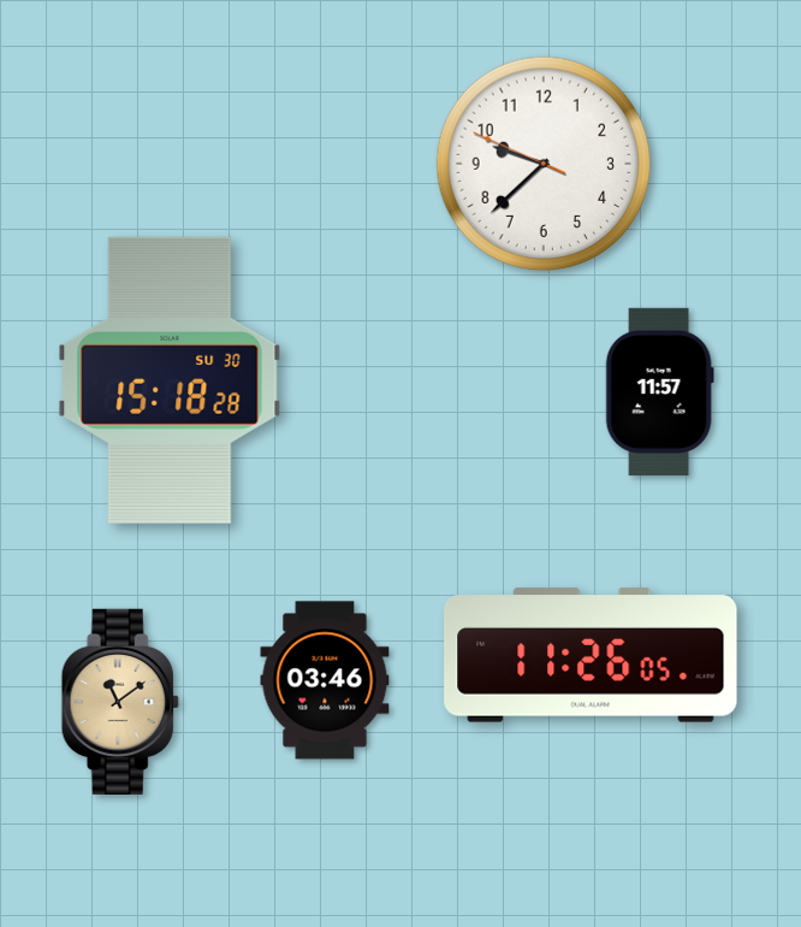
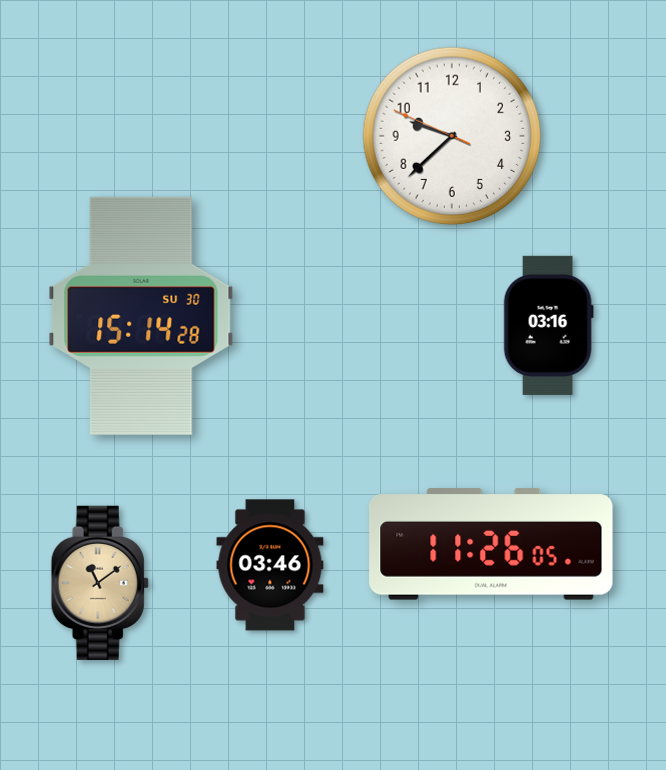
clock at (170, 380): 15:18 -> 15:14
clock at (659, 391): 11:57 -> 03:16
